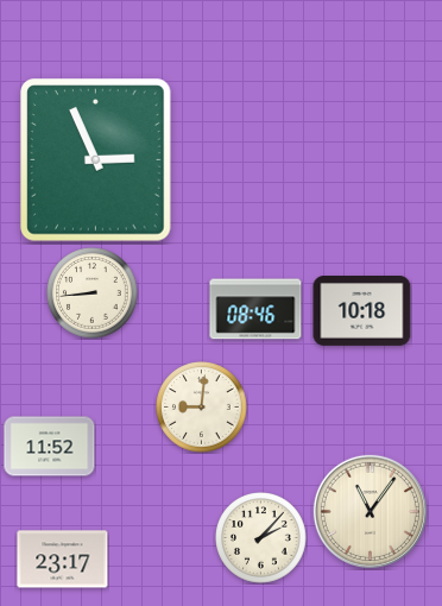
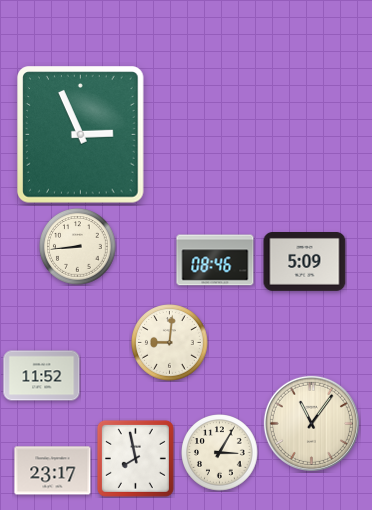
clock at (362, 311): 10:18 -> 5:09
clock at (370, 511) position: (370, 511) -> (311, 423)
clock at (261, 538): 2:07 -> 3:05
clock at (135, 458): none -> 7:58
